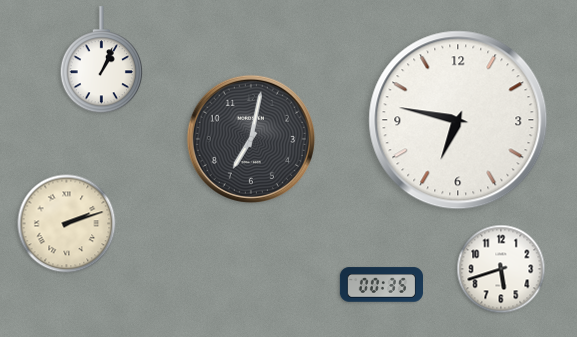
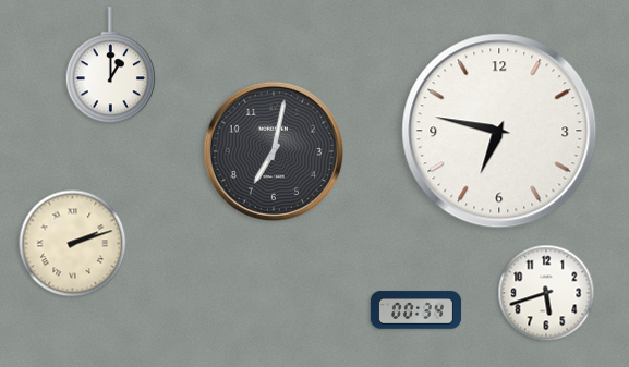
clock at (101, 60): 1:04 -> 1:00
clock at (381, 285): 00:35 -> 00:34
